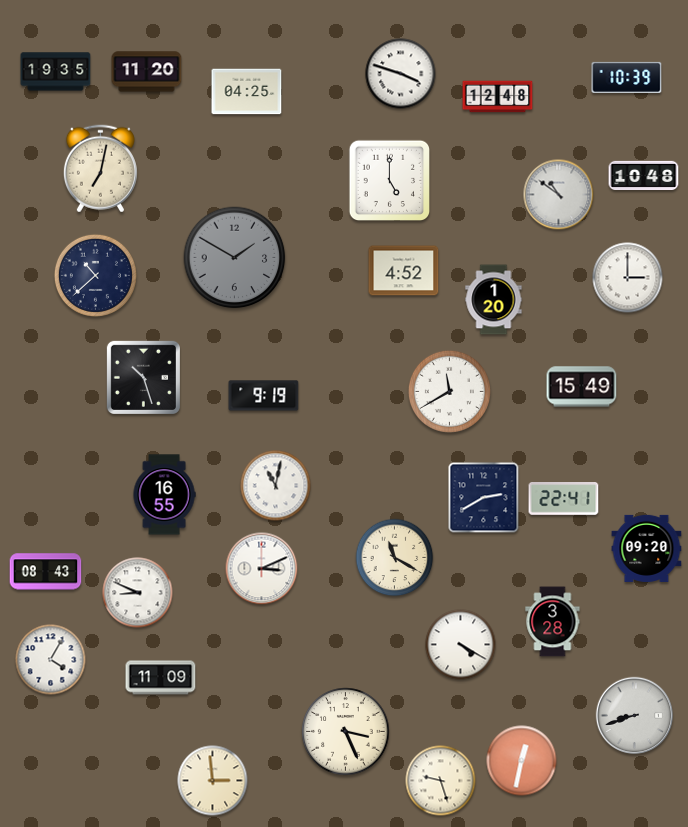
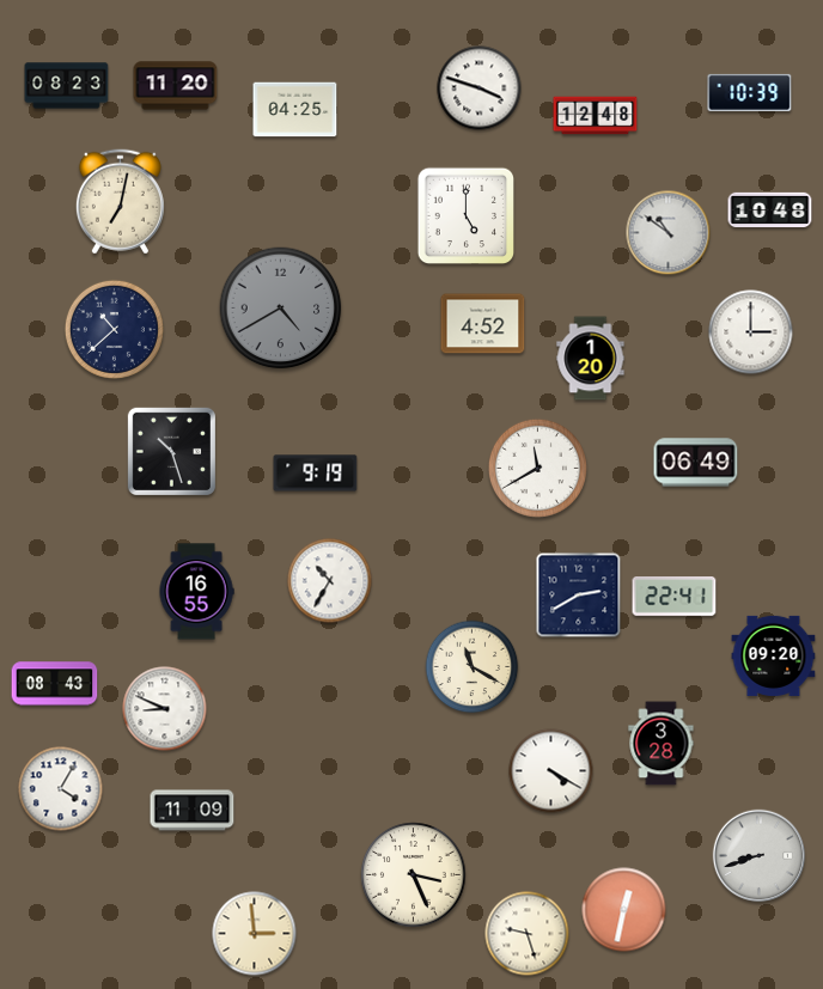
clock at (56, 72): 19:35 -> 08:23
clock at (235, 258): 1:50 -> 4:40
clock at (582, 387): 15:49 -> 06:49
clock at (276, 486): 11:02 -> 10:35
clock at (262, 569): 3:11 -> none
